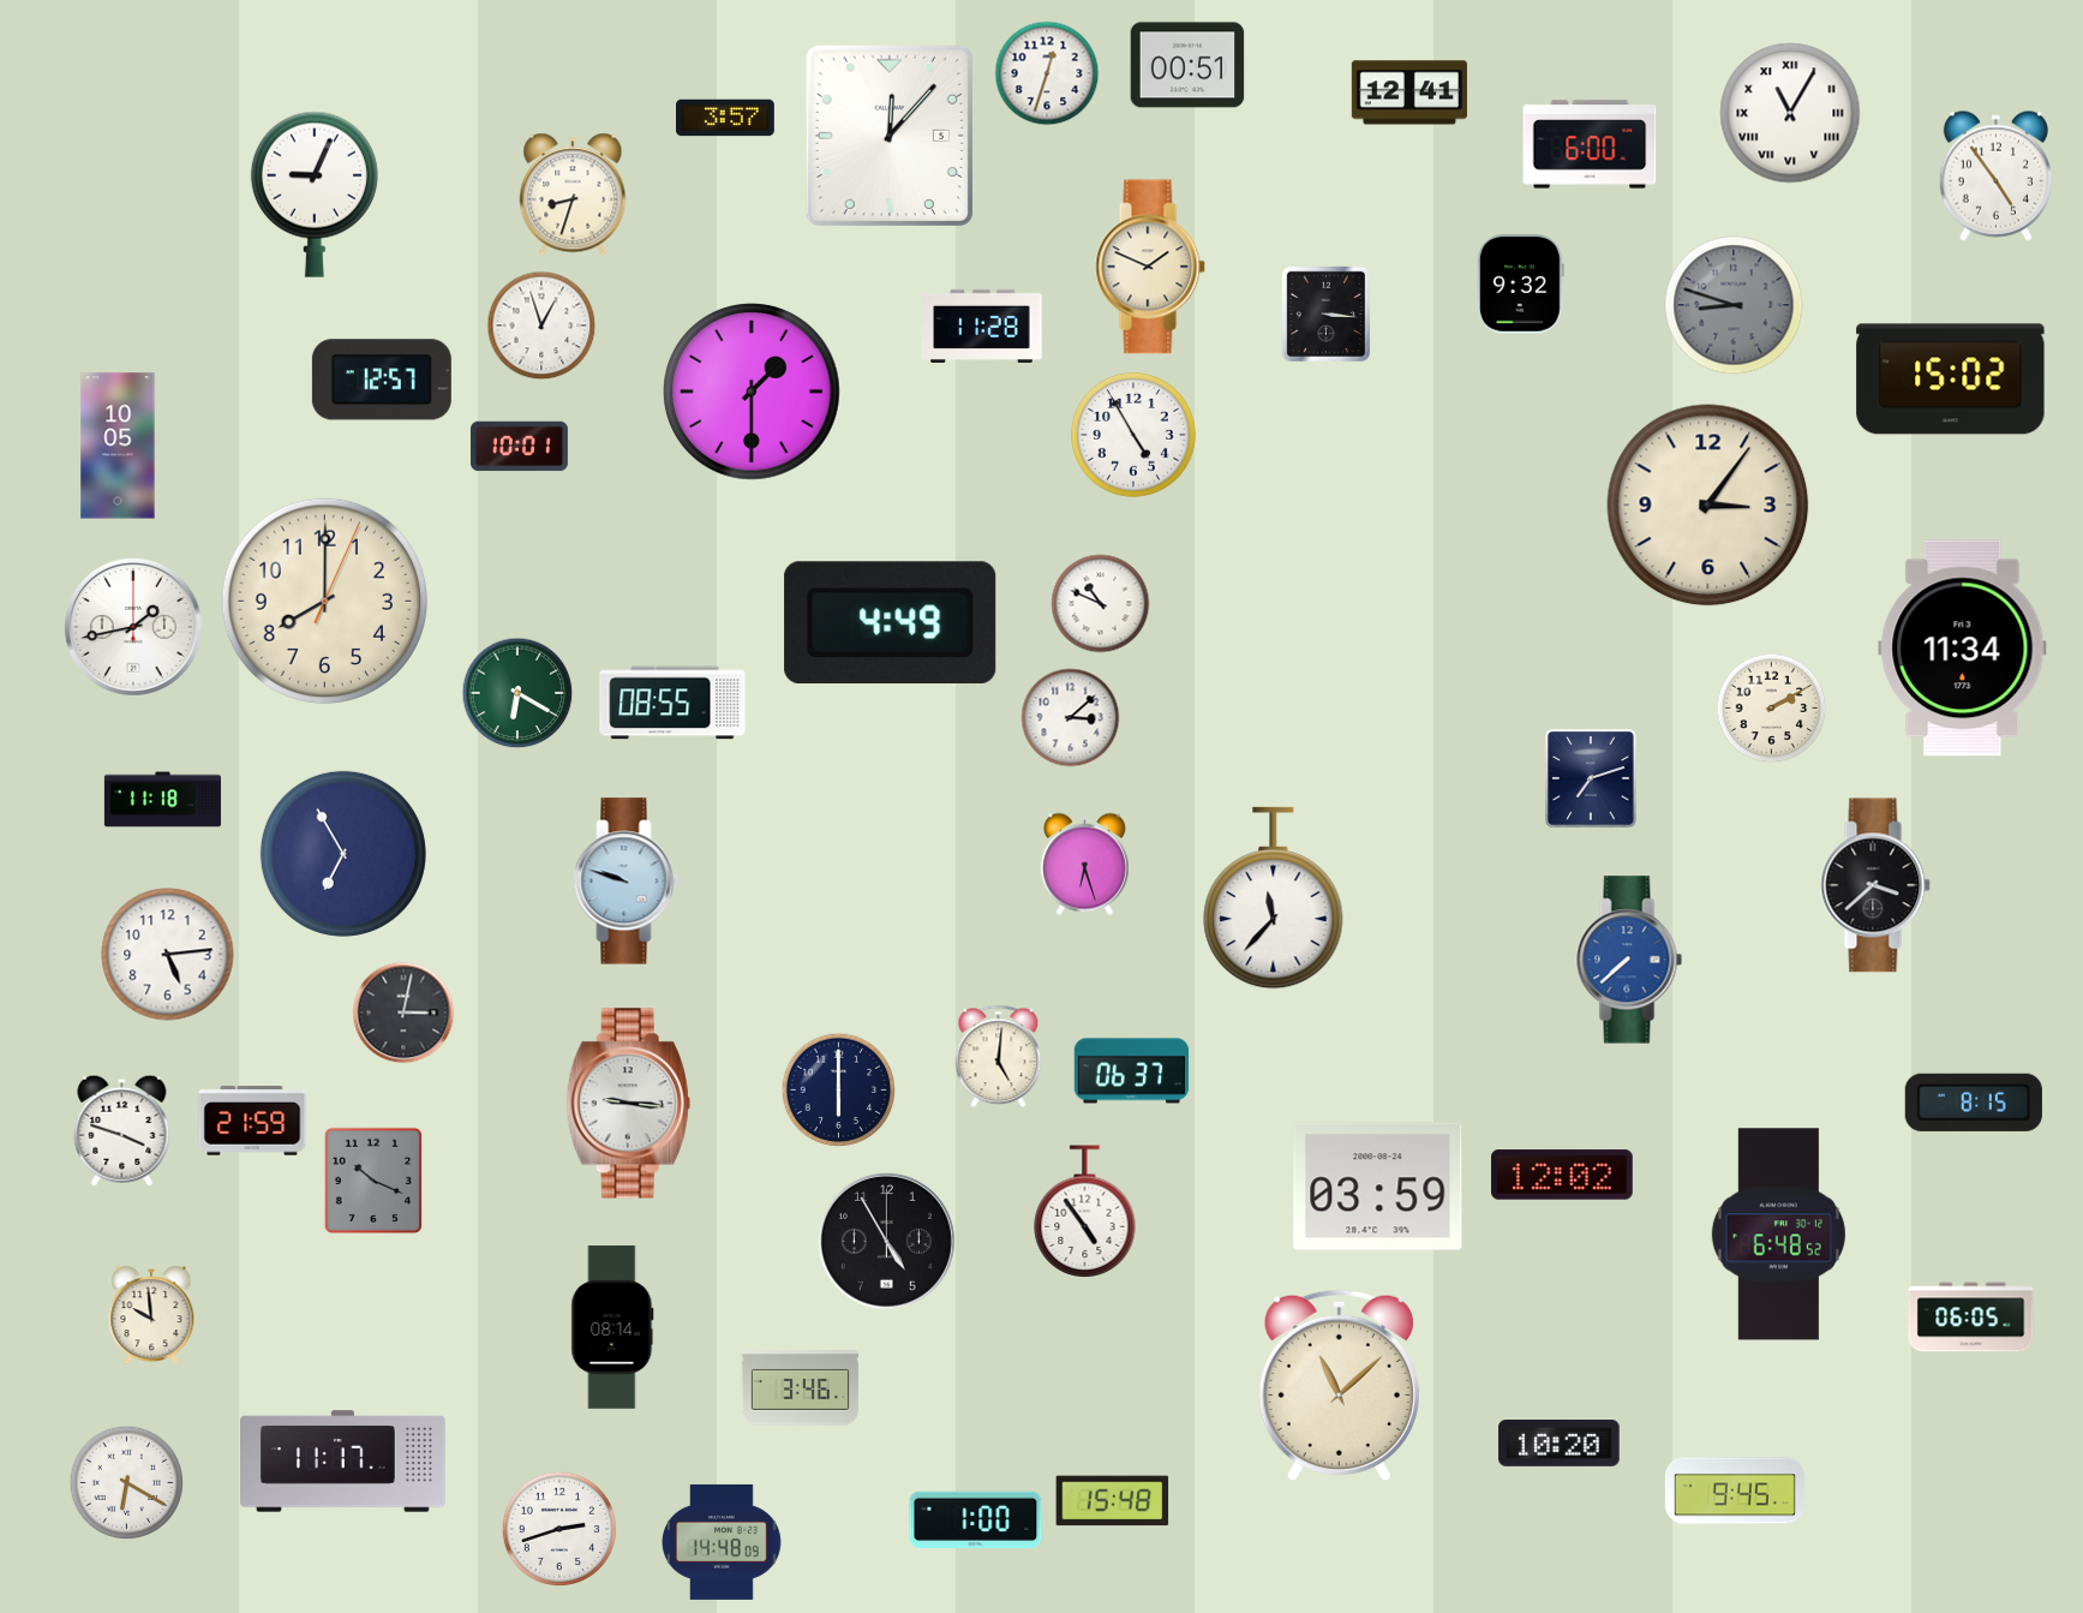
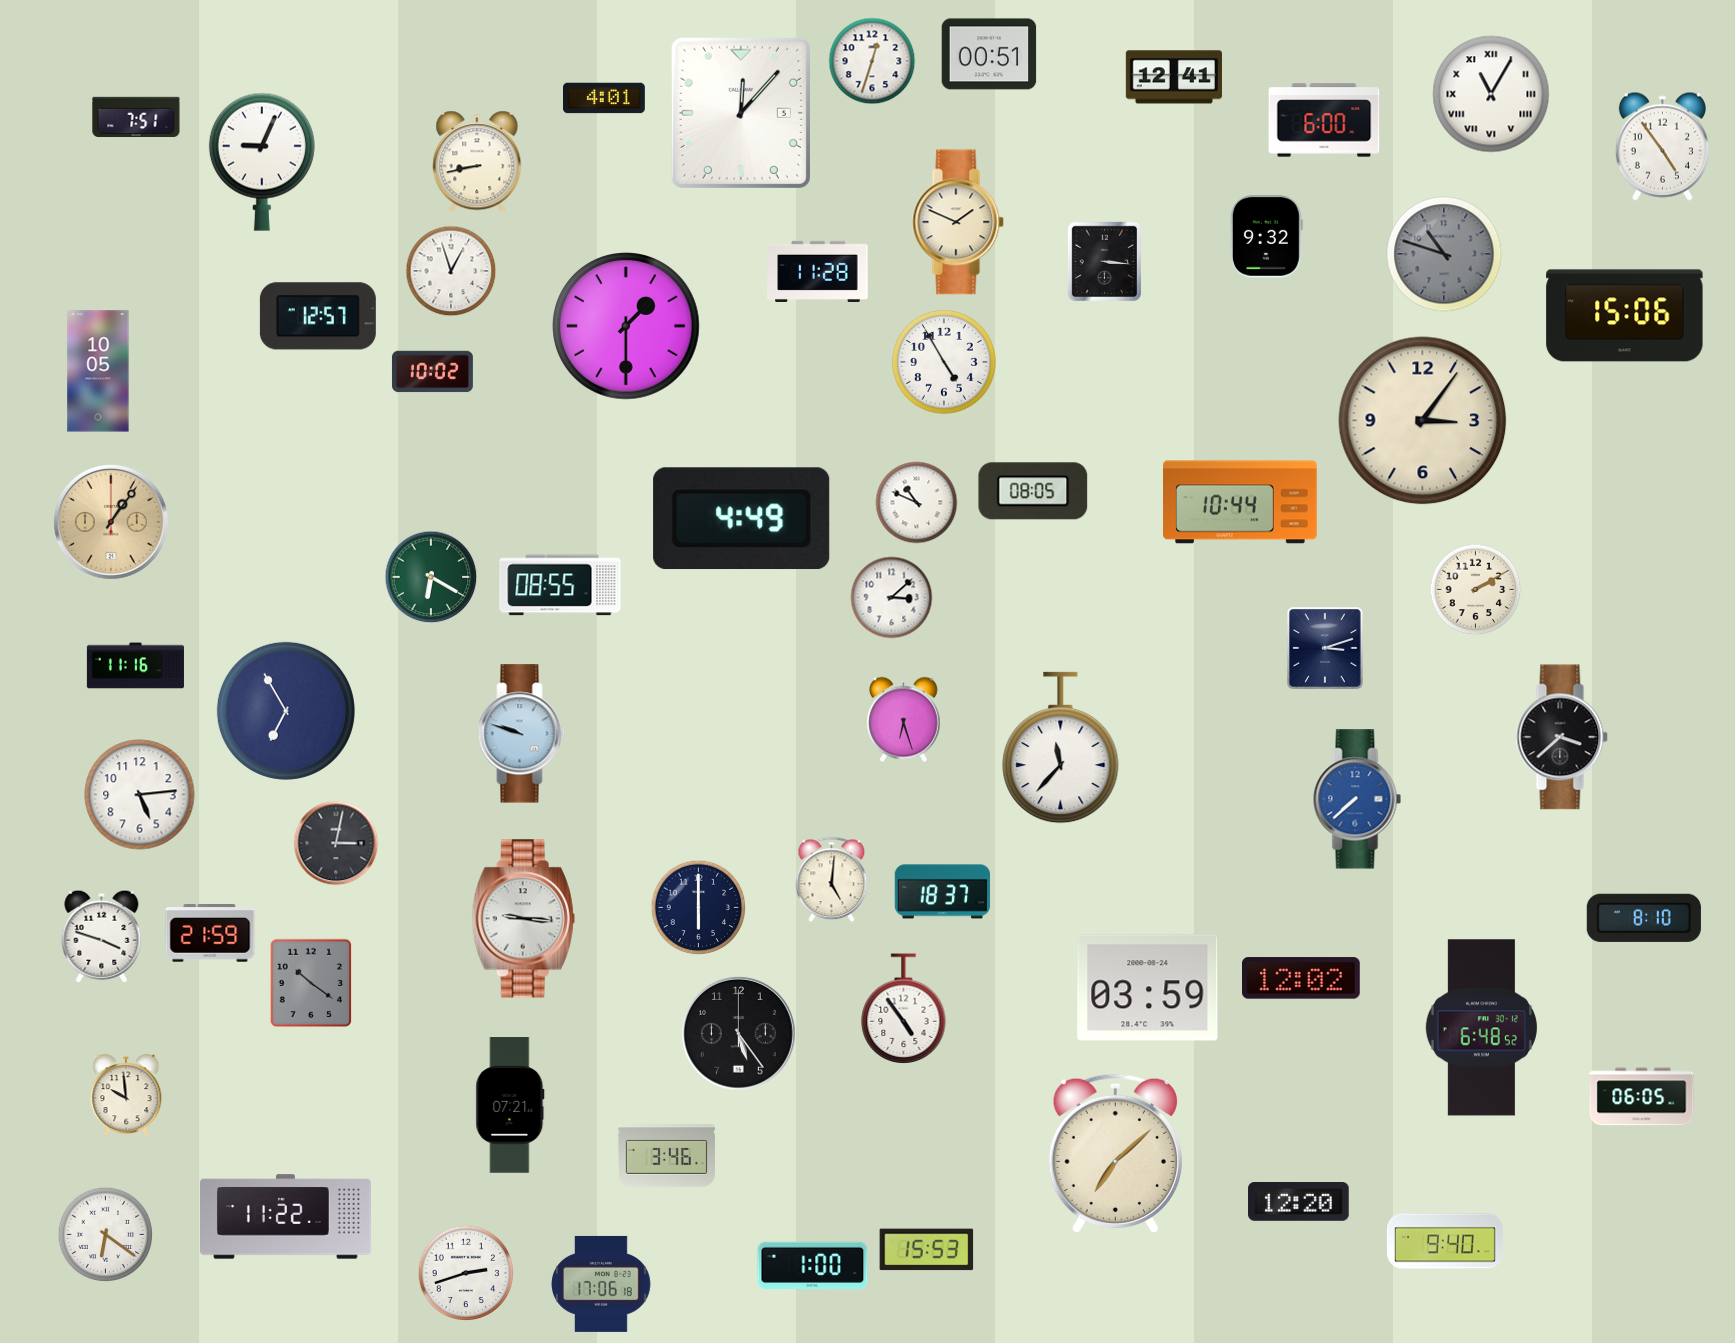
clock at (726, 118): 3:57 -> 4:01
clock at (136, 117): none -> 7:51
clock at (573, 195): 8:33 -> 8:43
clock at (1734, 305): 8:48 -> 10:48
clock at (1951, 380): 15:02 -> 15:06
clock at (519, 447): 10:01 -> 10:02
clock at (1033, 491): none -> 08:05
clock at (325, 602): 8:00 -> none
clock at (1240, 502): none -> 10:44
clock at (133, 627): 1:43 -> 1:06
clock at (133, 627) dial: white -> champagne
clock at (1963, 649): 11:34 -> none
clock at (1591, 778): 7:12 -> 3:12
clock at (162, 800): 11:18 -> 11:16
clock at (1132, 1071): 06:37 -> 18:37
clock at (1974, 1103): 8:15 -> 8:10
clock at (122, 1130) position: (122, 1130) -> (102, 936)
clock at (373, 1181): 10:19 -> 10:21
clock at (886, 1241): 4:55 -> 5:24
clock at (612, 1327): 08:14 -> 07:21
clock at (1339, 1386): 11:08 -> 7:08
clock at (1560, 1444): 10:20 -> 12:20
clock at (343, 1462): 11:17 -> 11:22
clock at (127, 1483): 6:20 -> 6:21
clock at (1735, 1490): 9:45 -> 9:40
clock at (1113, 1501): 15:48 -> 15:53
clock at (723, 1542): 14:48 -> 17:06
